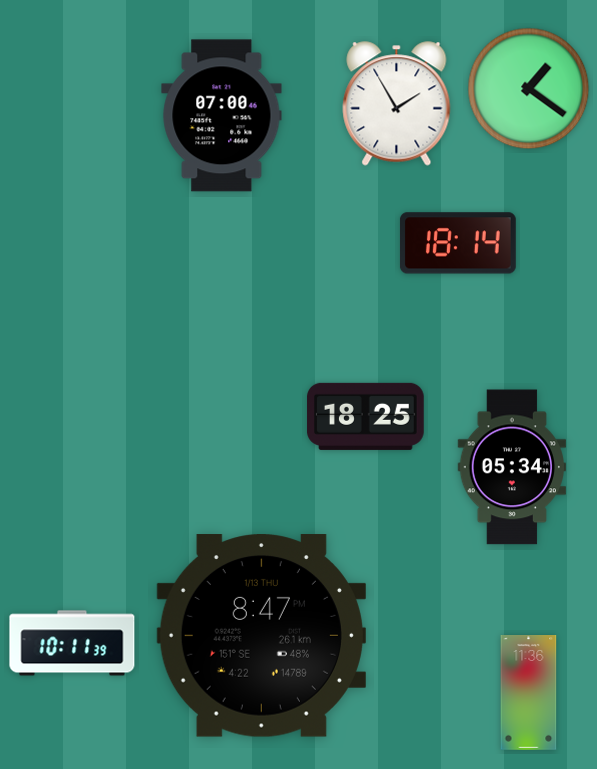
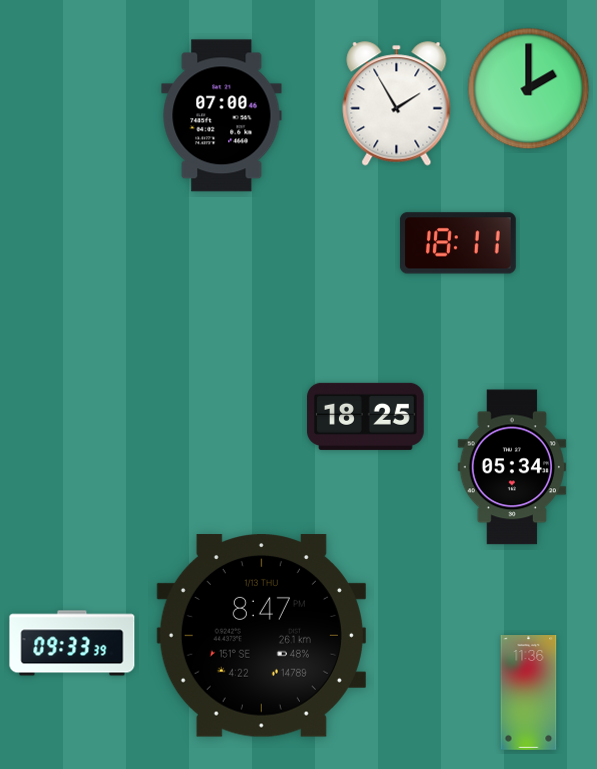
clock at (529, 89): 1:21 -> 2:00
clock at (458, 243): 18:14 -> 18:11
clock at (72, 643): 10:11 -> 09:33
